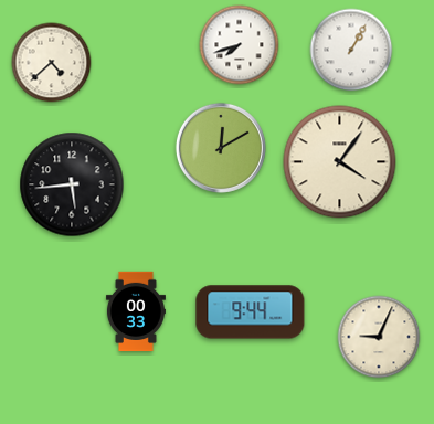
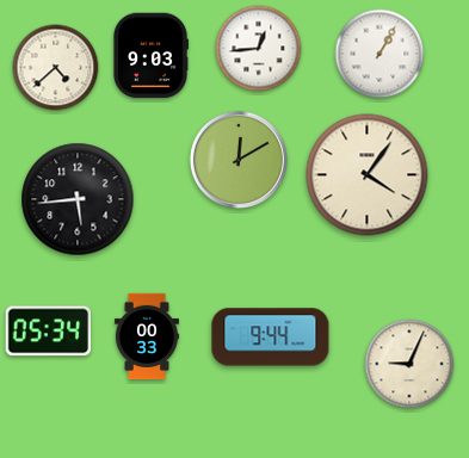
clock at (240, 45): 7:42 -> 12:44
clock at (150, 56): none -> 9:03
clock at (49, 332): none -> 05:34
